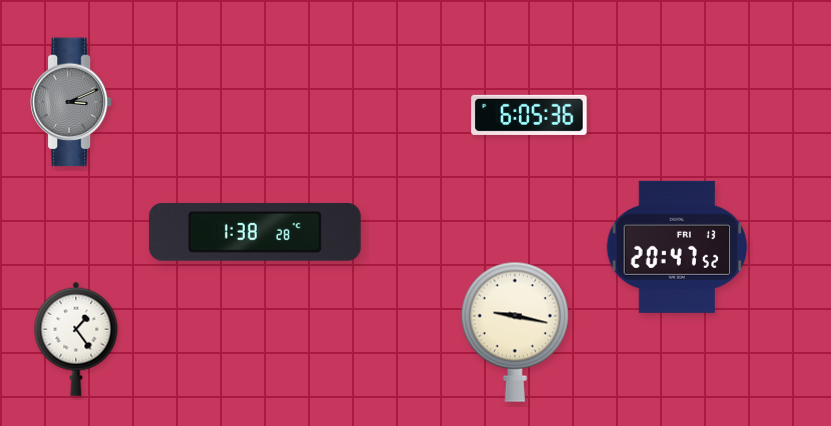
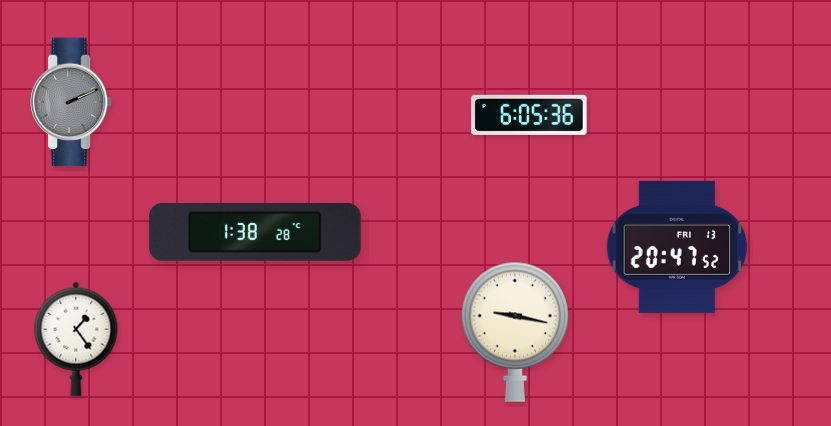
clock at (71, 102): 3:11 -> 2:11
